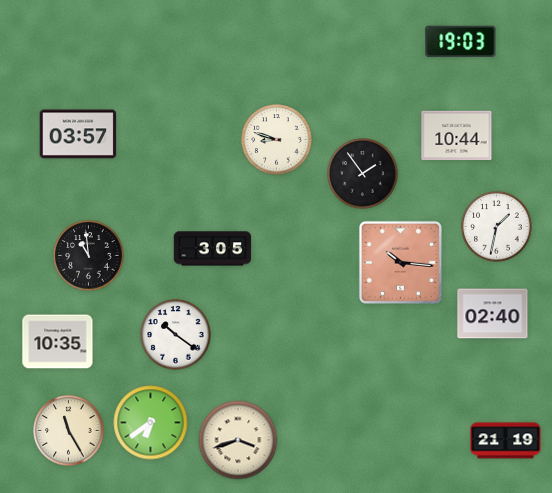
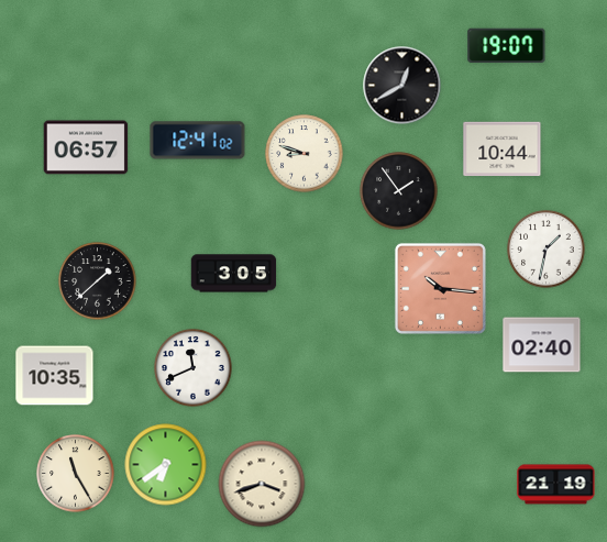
clock at (461, 42): 19:03 -> 19:07
clock at (402, 86): none -> 12:40
clock at (198, 141): none -> 12:41
clock at (78, 134): 03:57 -> 06:57
clock at (89, 256): 10:59 -> 1:38
clock at (176, 335): 10:21 -> 11:41
clock at (58, 342) position: (58, 342) -> (55, 376)
